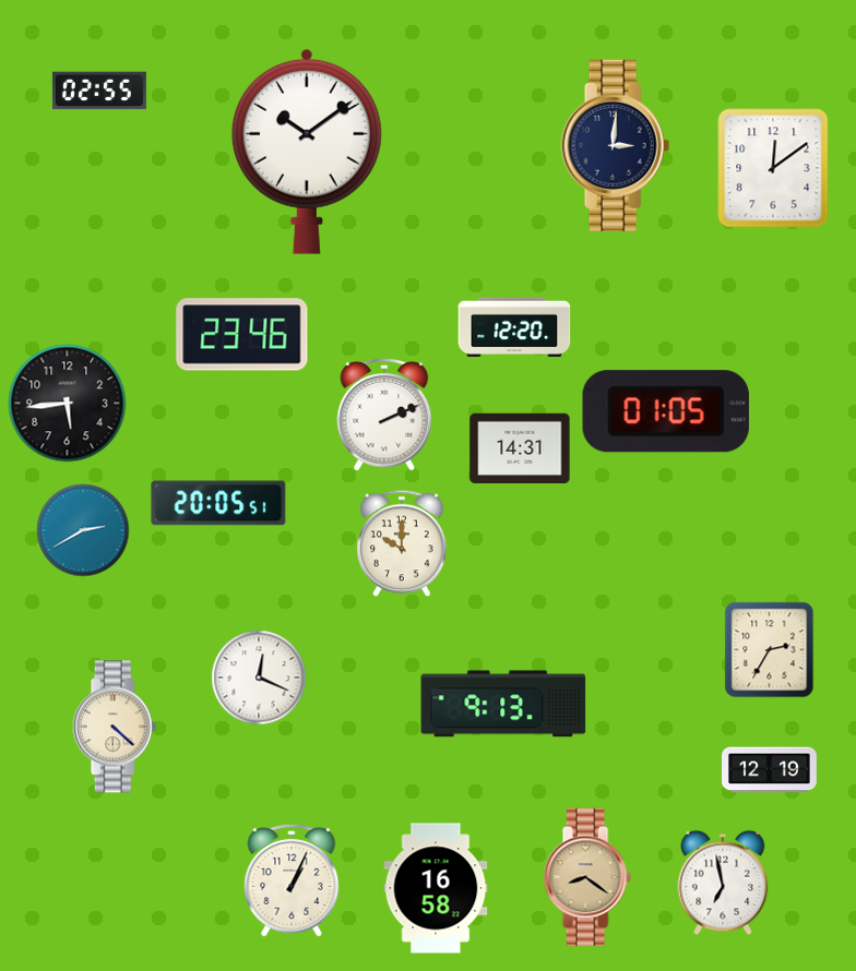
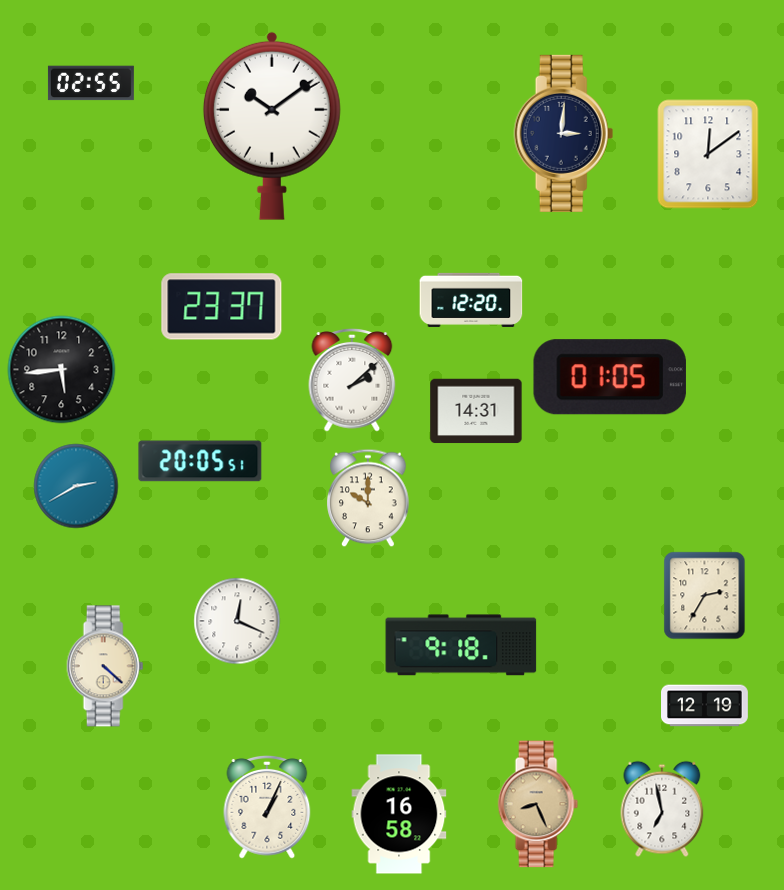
clock at (307, 152) position: (307, 152) -> (272, 126)
clock at (242, 335): 23:46 -> 23:37
clock at (384, 415): 2:11 -> 2:08
clock at (503, 704): 9:13 -> 9:18
clock at (587, 877): 8:21 -> 8:26
